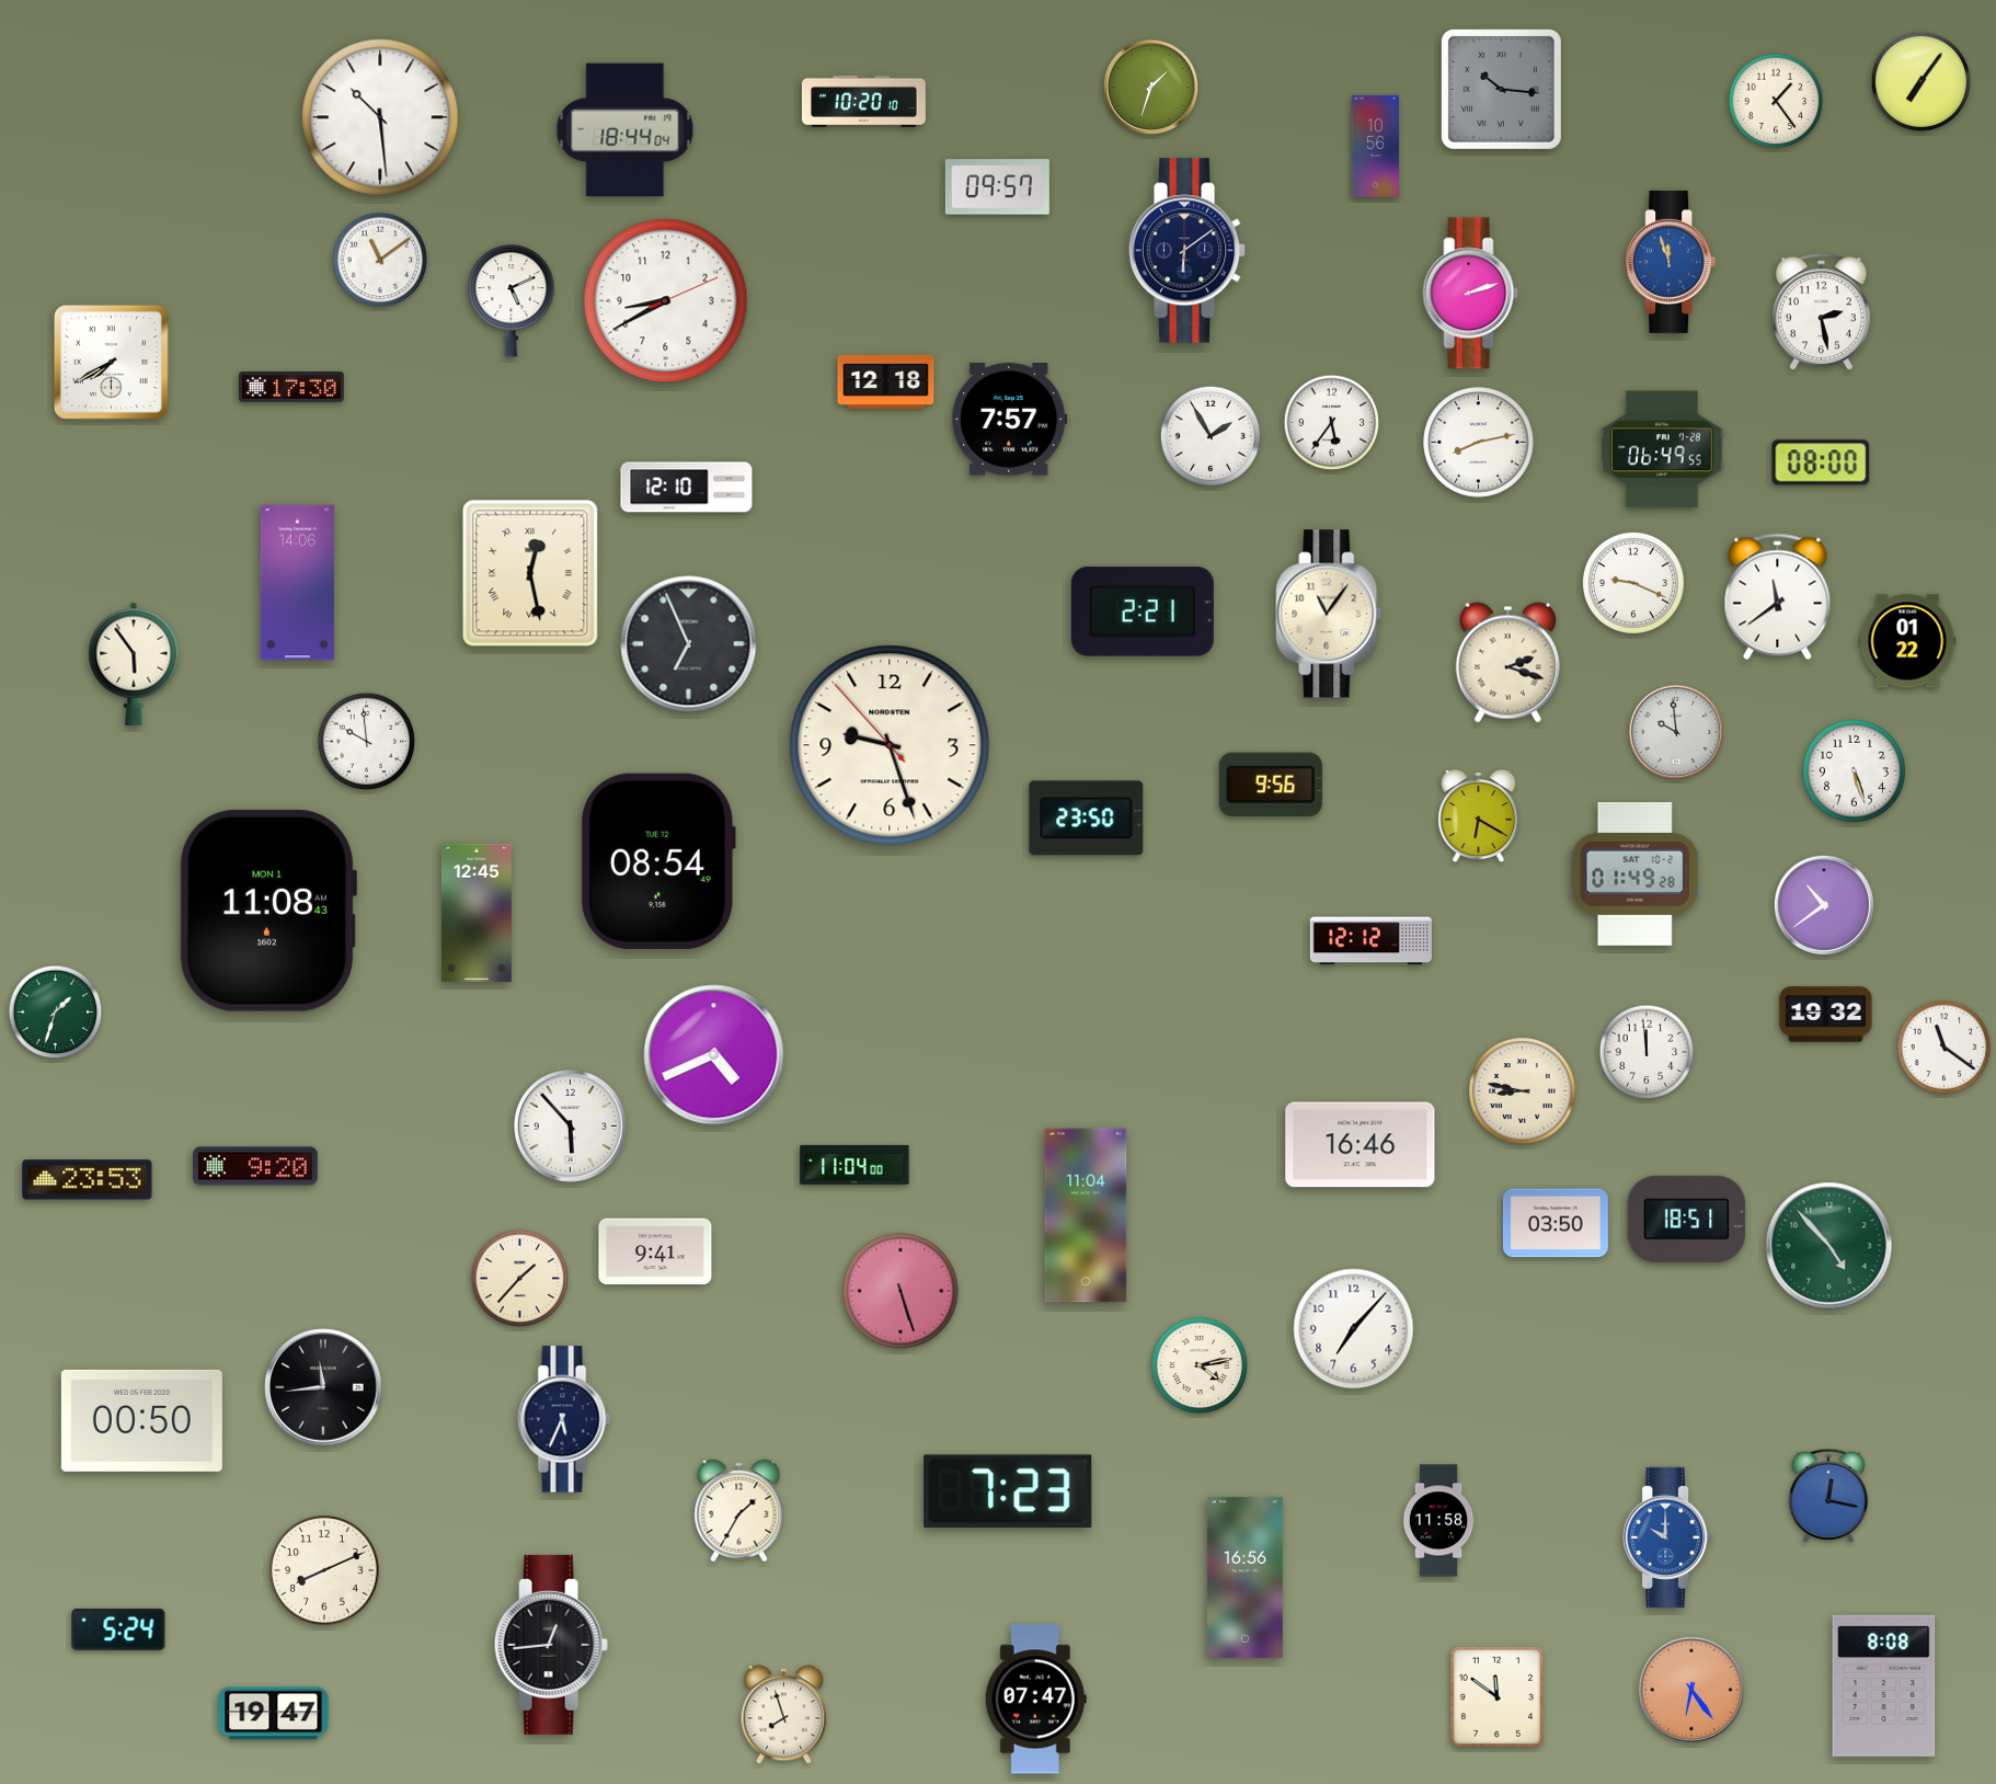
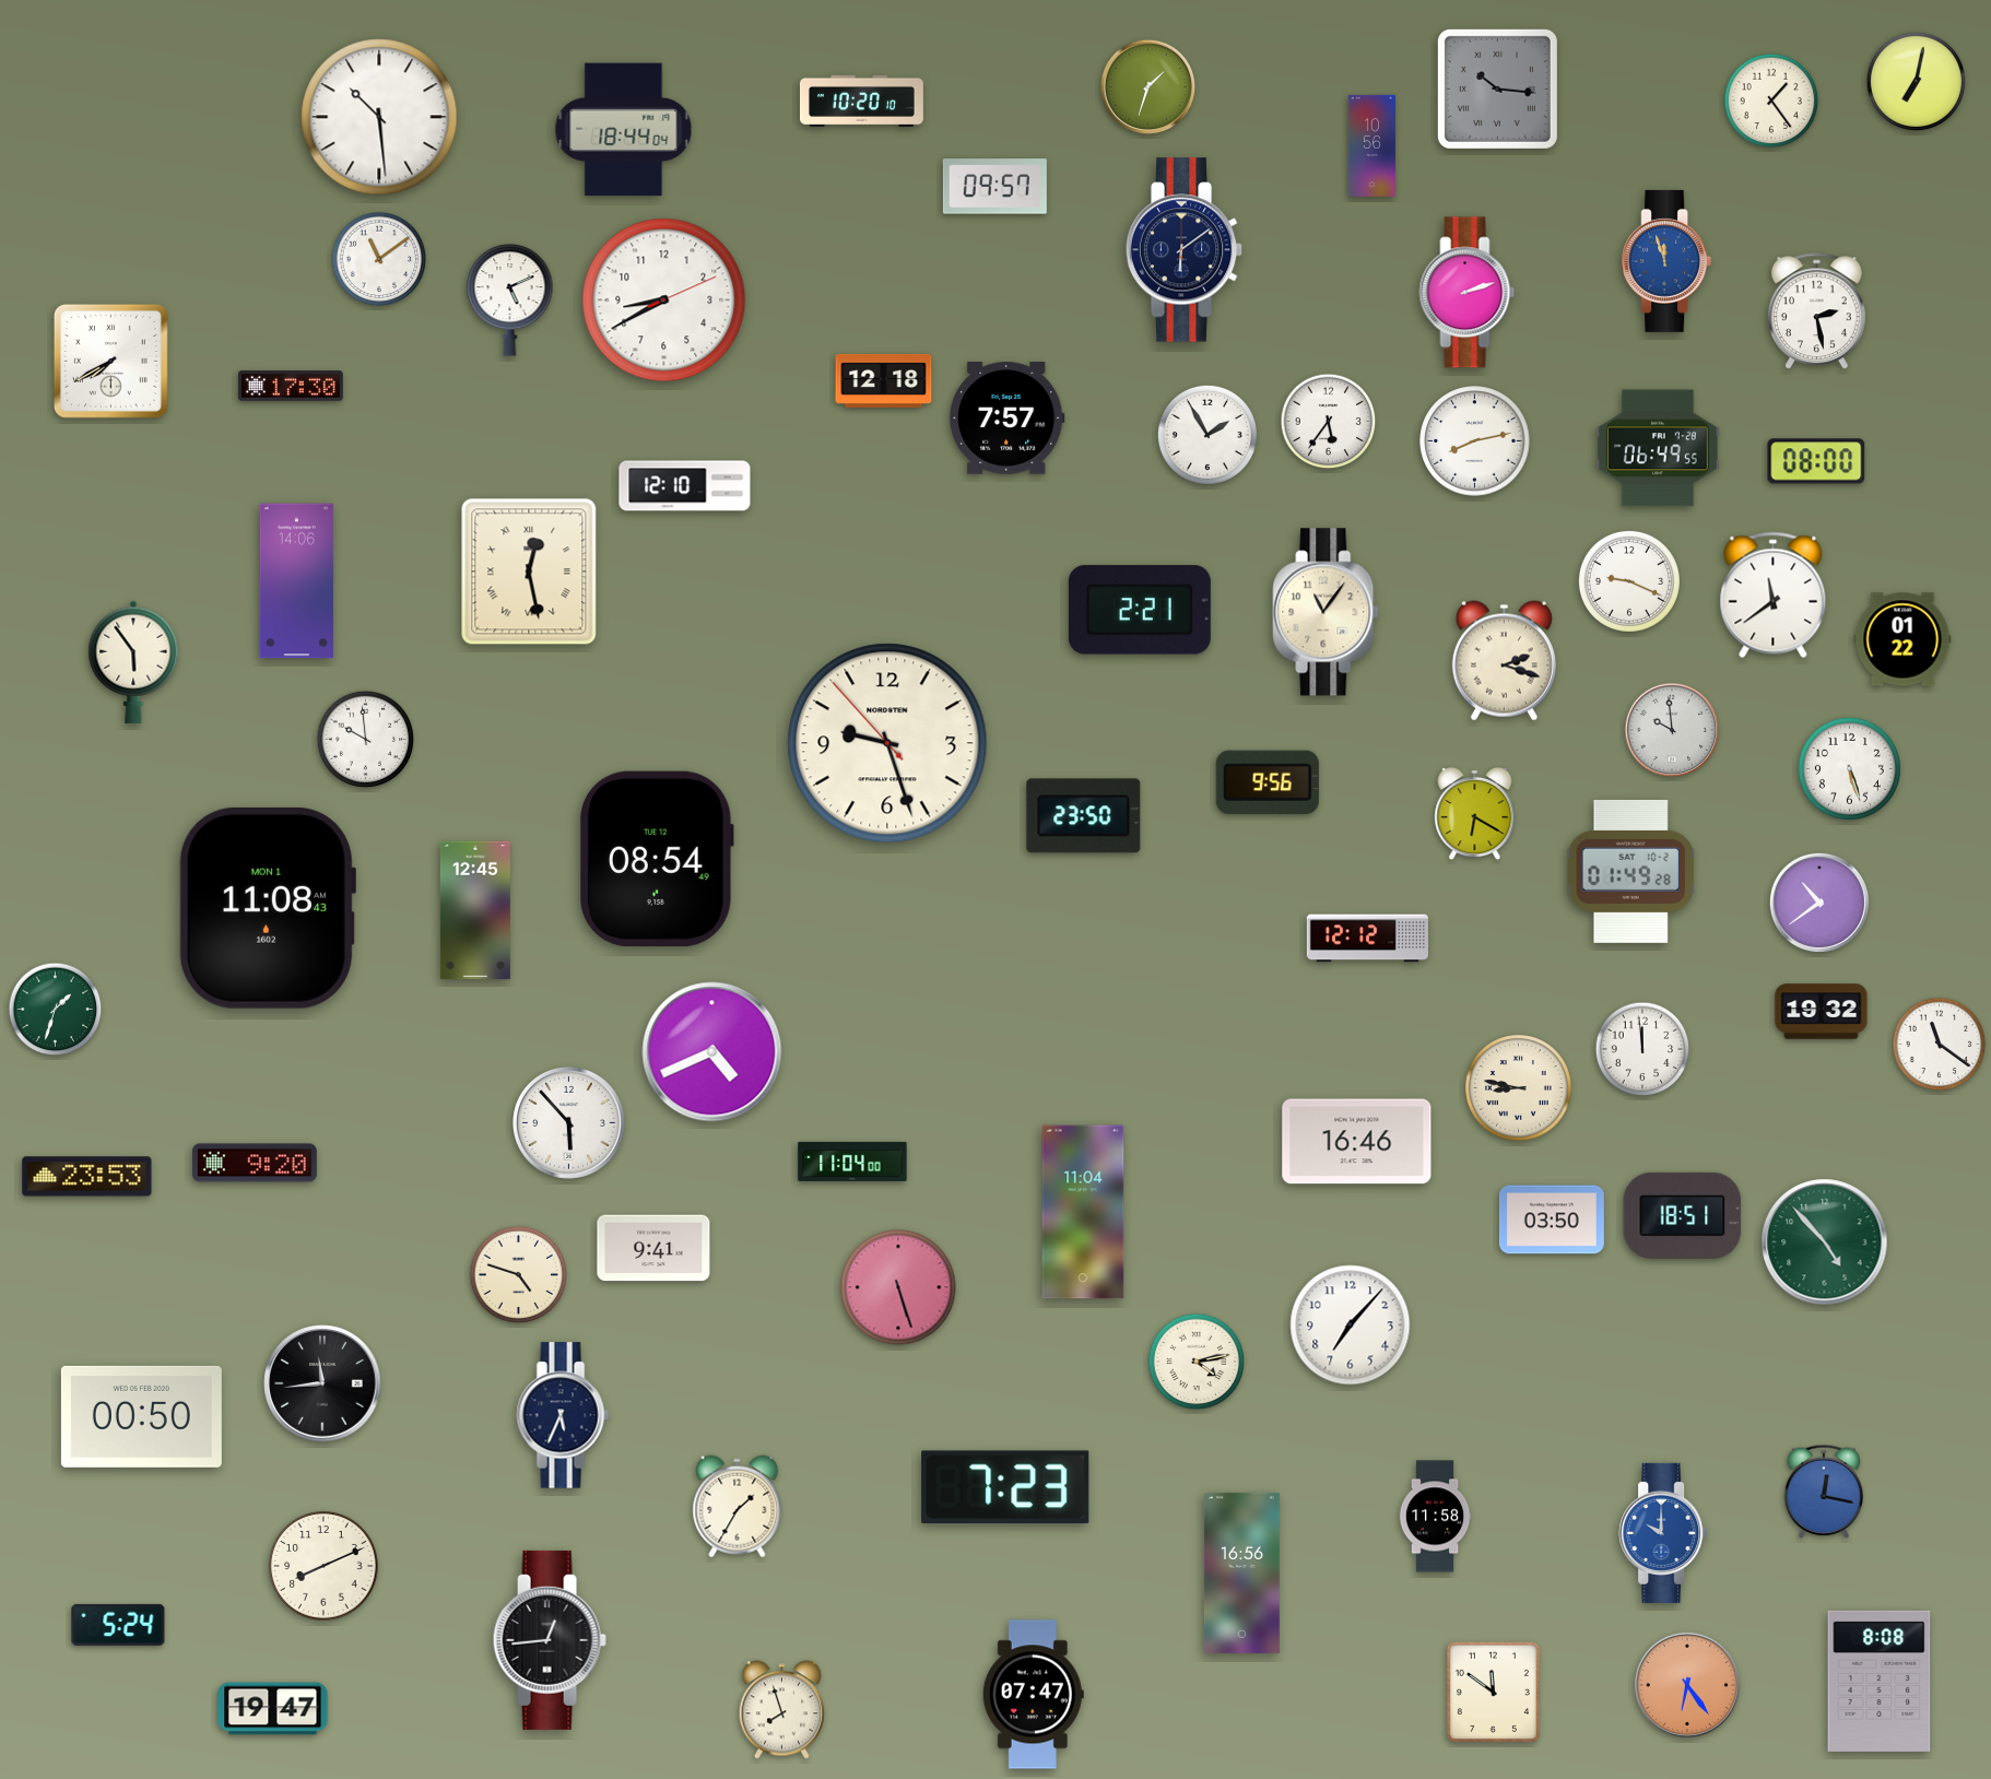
clock at (1920, 81): 7:06 -> 7:02
clock at (689, 644): 6:56 -> none
clock at (520, 1279): 1:37 -> 4:48
